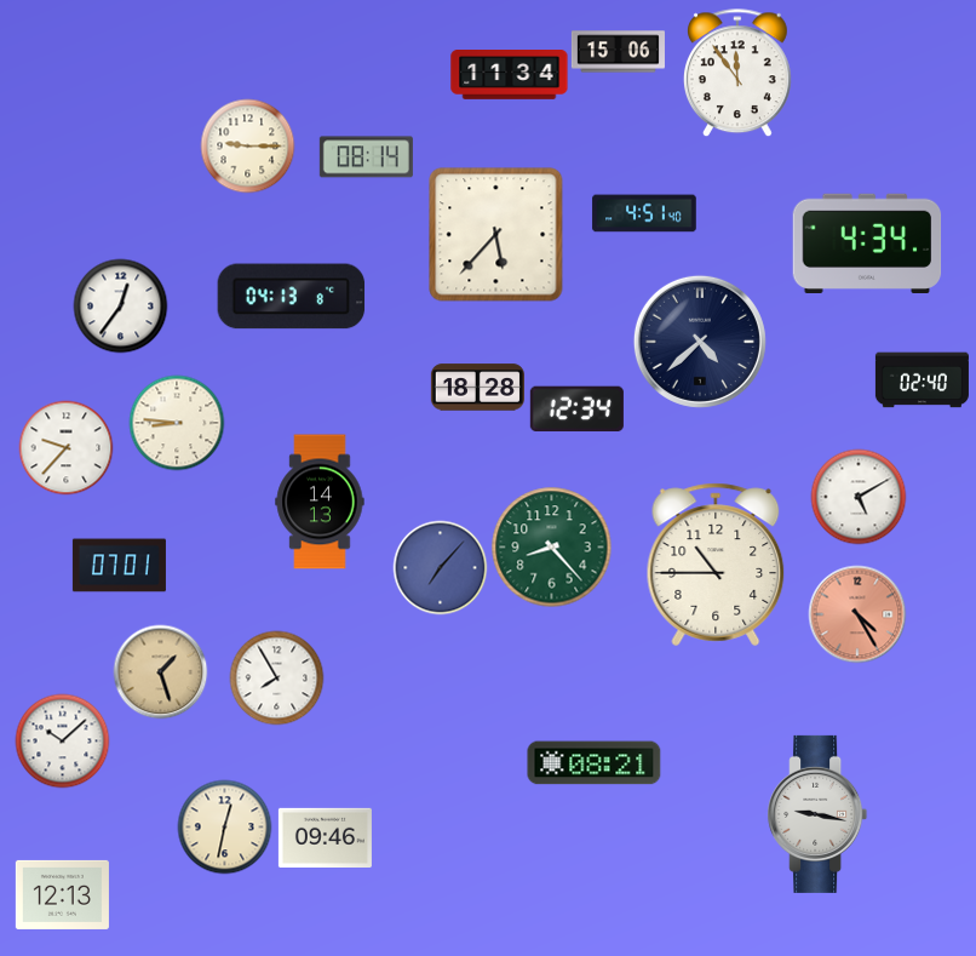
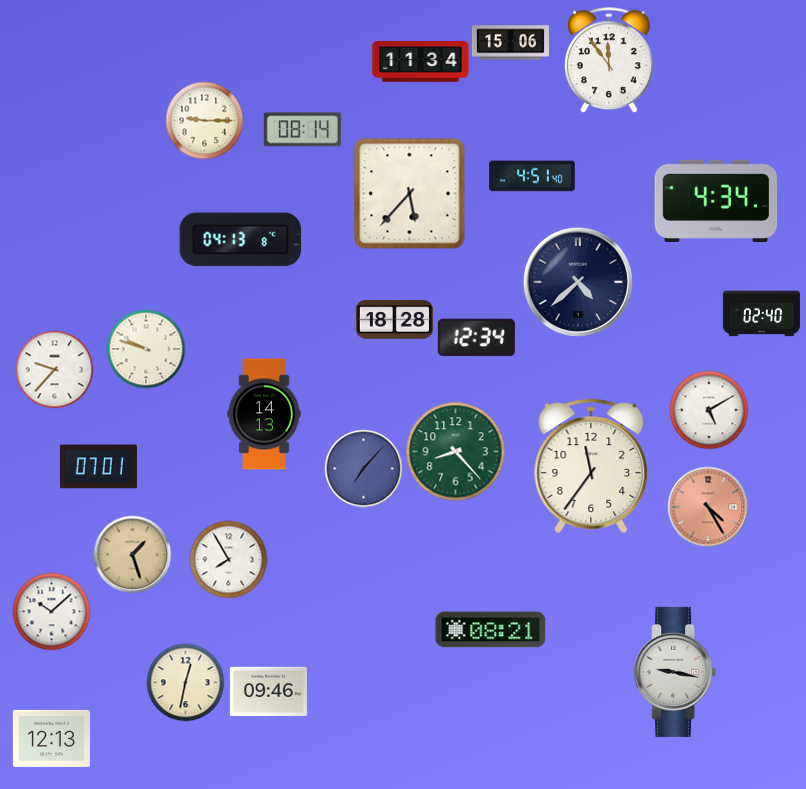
clock at (292, 297) position: (292, 297) -> (241, 240)
clock at (120, 305): 12:36 -> none
clock at (177, 423): 8:46 -> 9:48
clock at (716, 565): 10:45 -> 11:36
